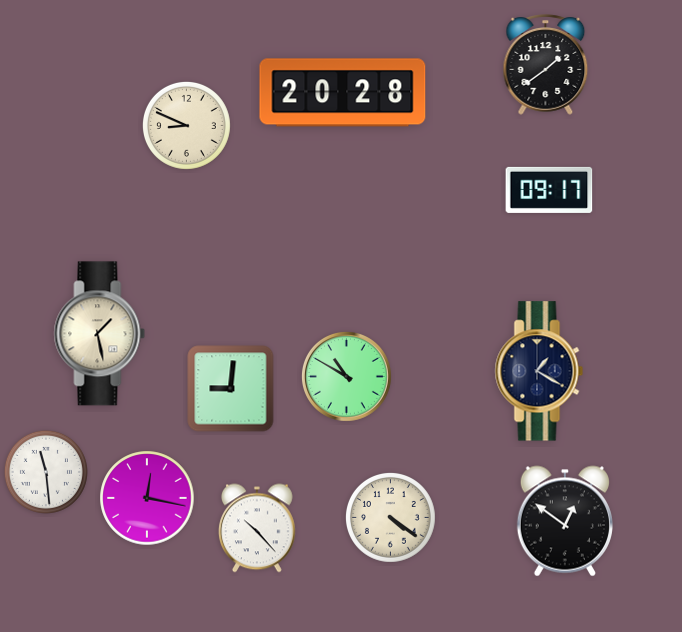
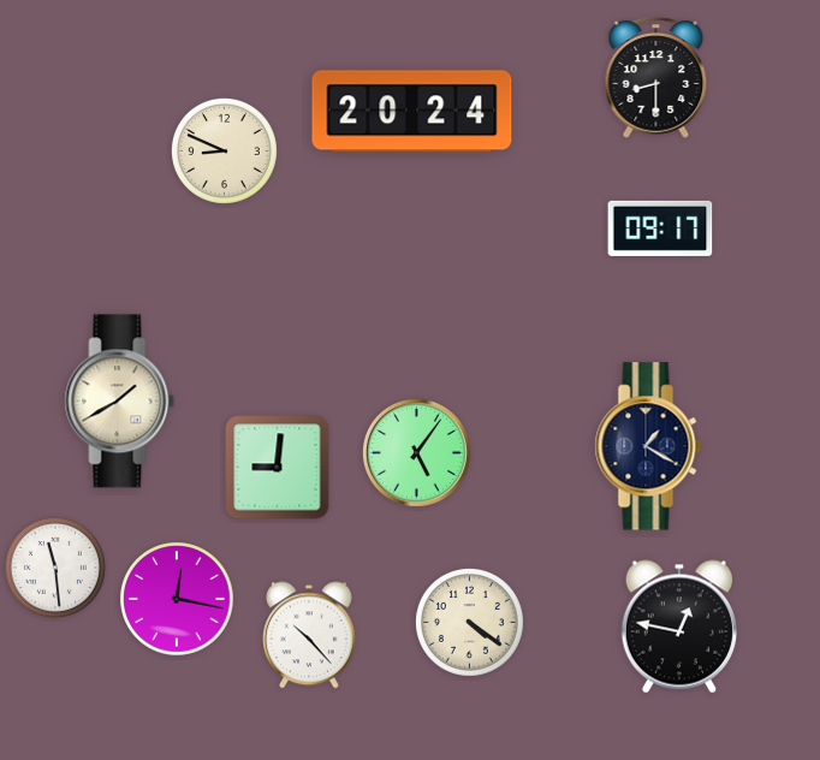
clock at (546, 65): 1:39 -> 8:30
clock at (343, 93): 20:28 -> 20:24
clock at (100, 334): 1:28 -> 1:40
clock at (346, 376): 10:50 -> 5:06
clock at (565, 521): 12:51 -> 12:47
